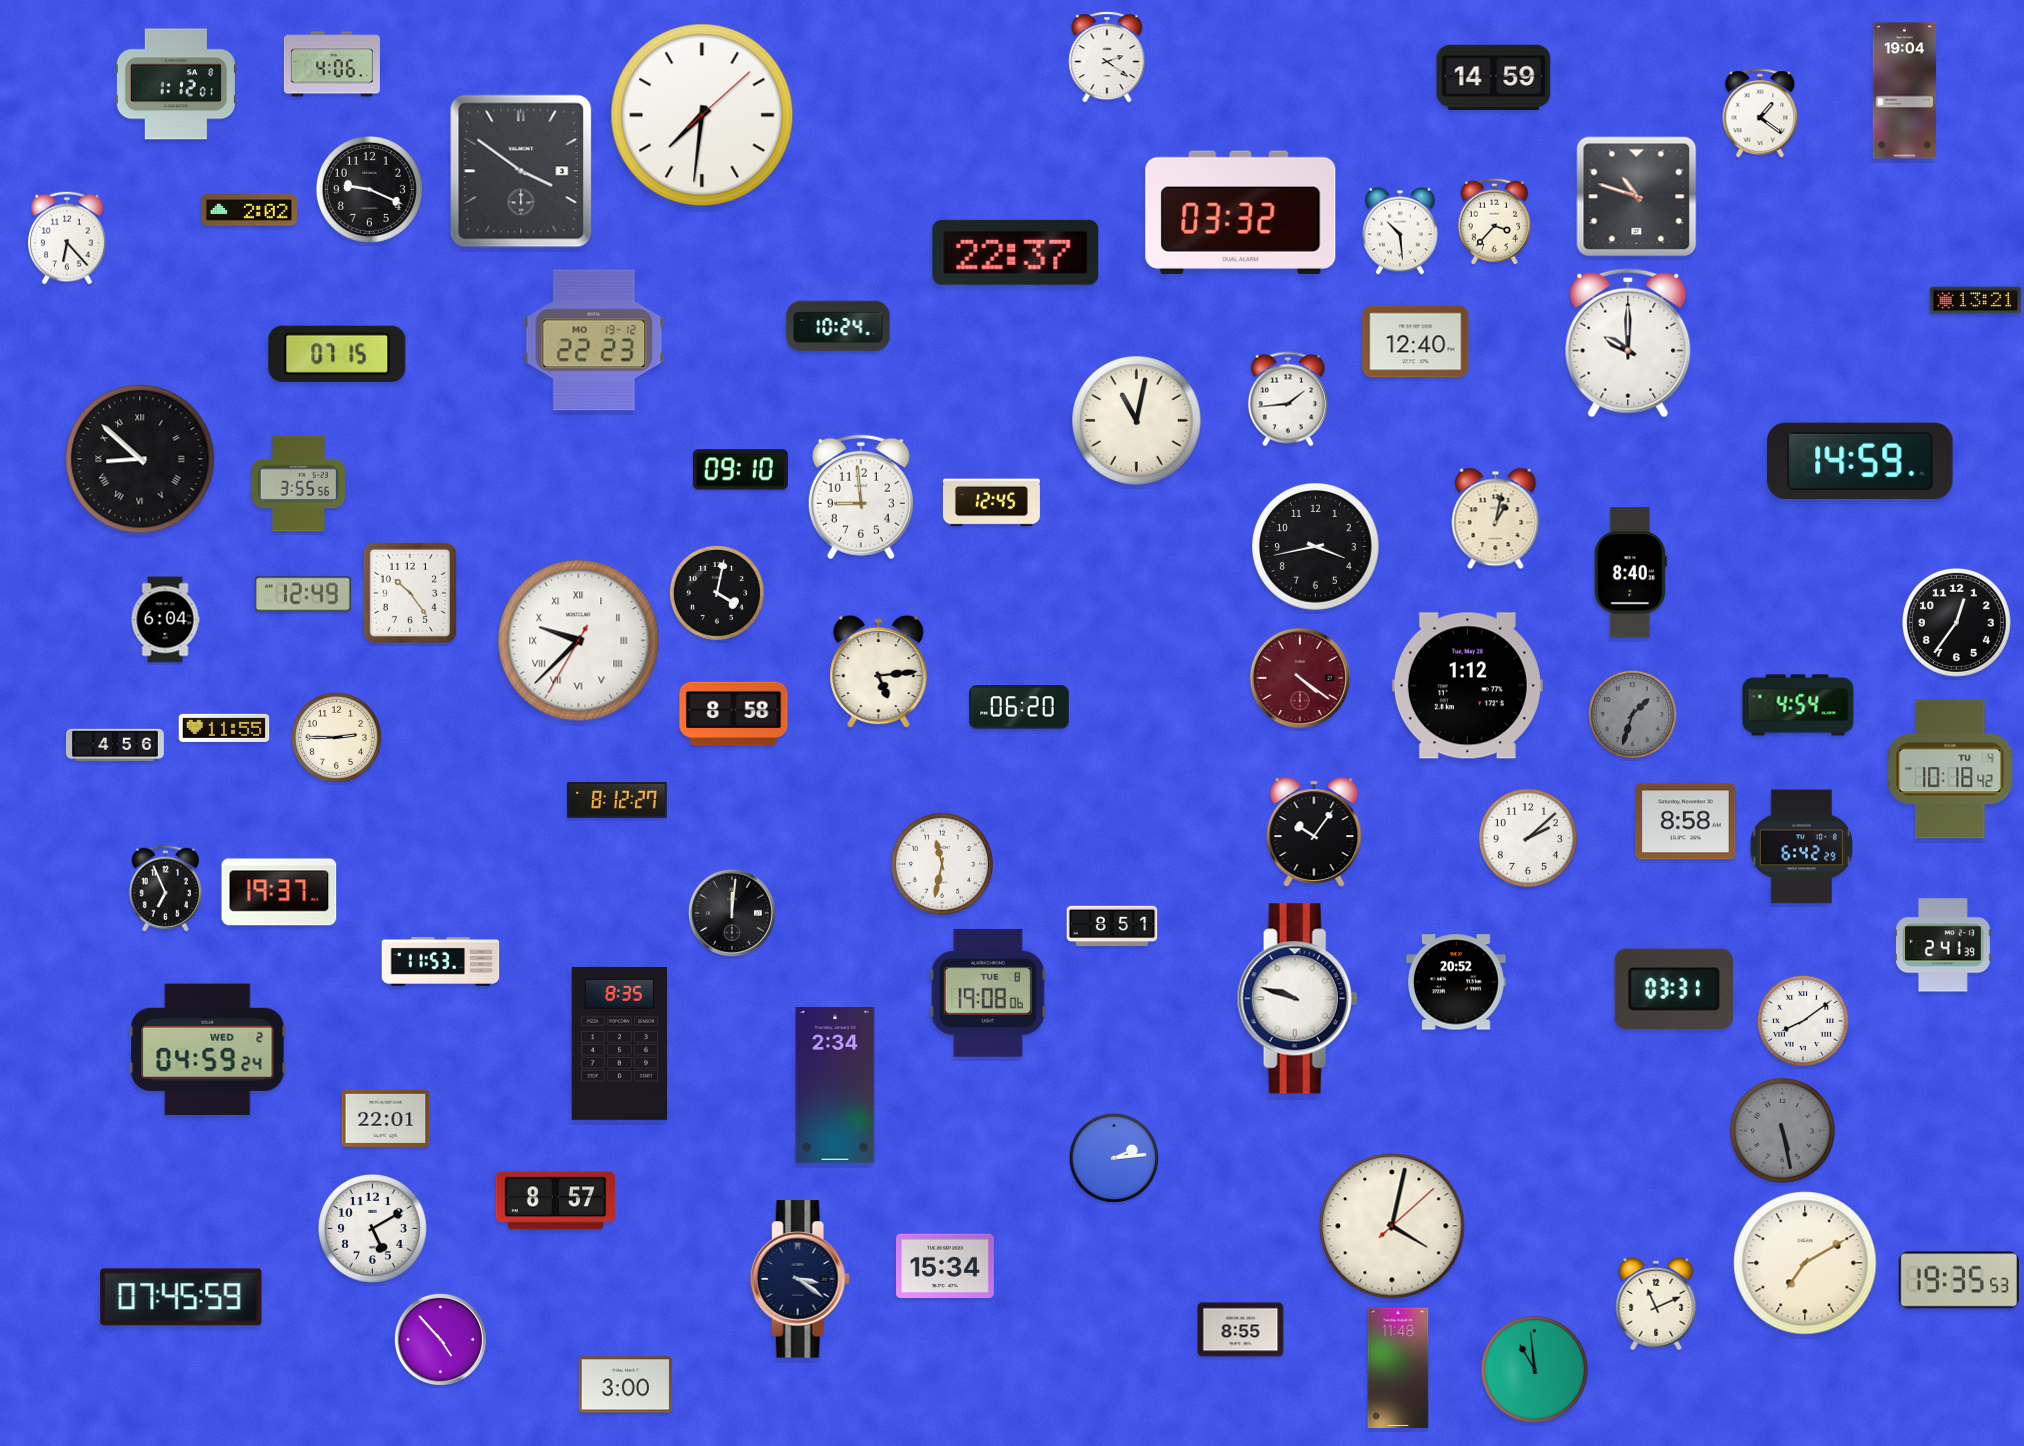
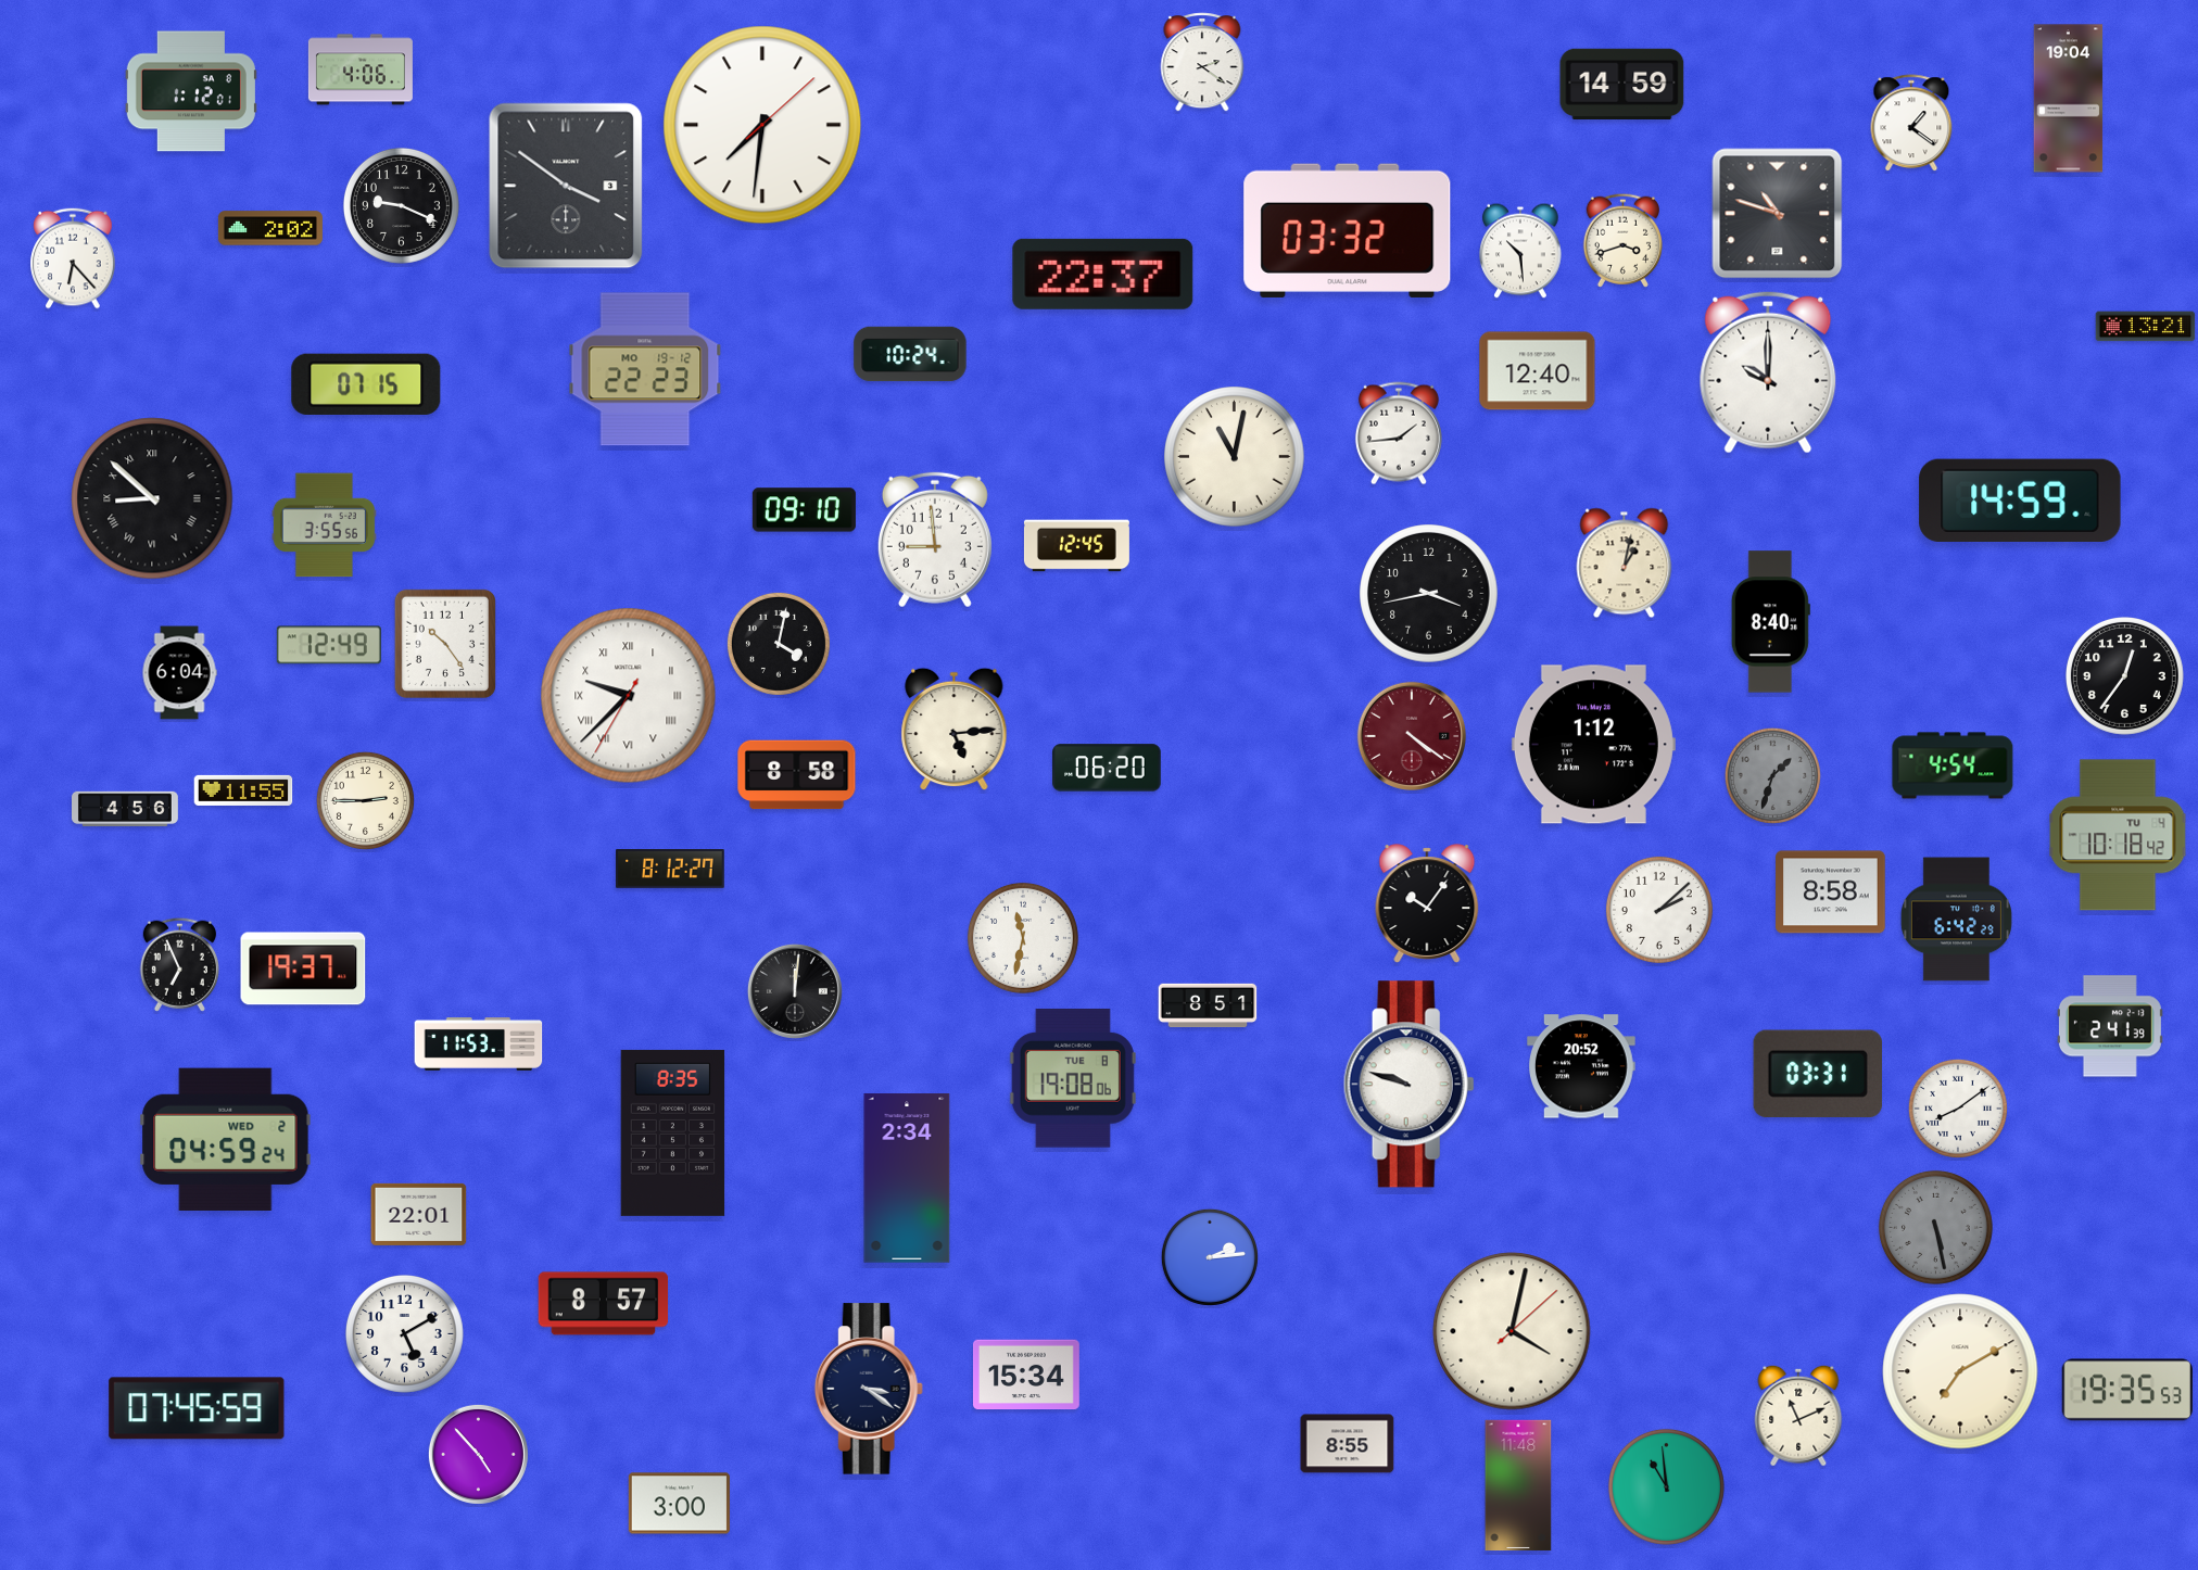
clock at (1494, 221): 3:37 -> 3:42
